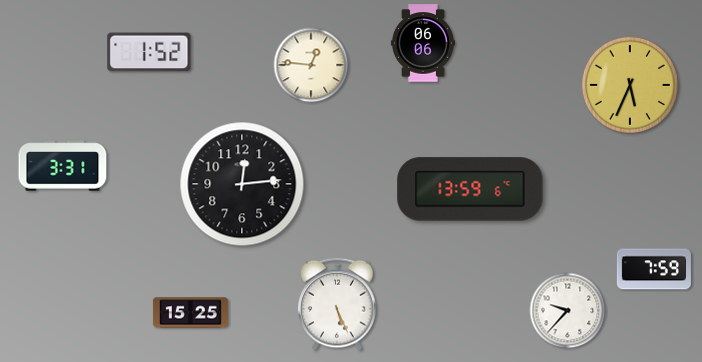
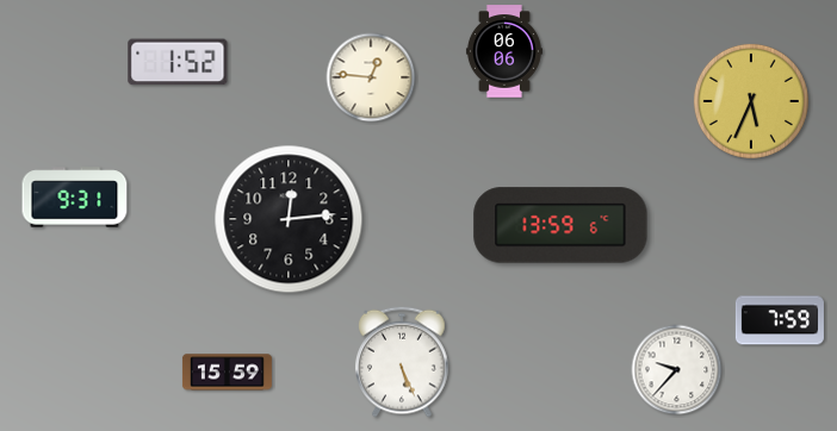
clock at (63, 166): 3:31 -> 9:31
clock at (190, 313): 15:25 -> 15:59
